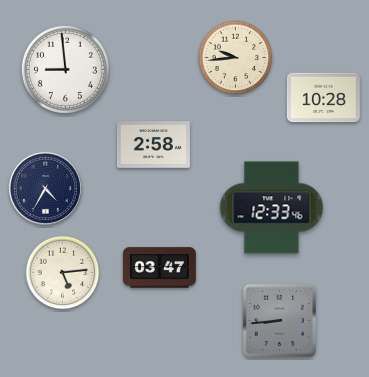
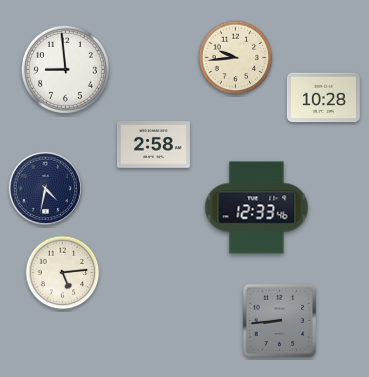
clock at (45, 188): 4:35 -> 4:32
clock at (272, 208) position: (272, 208) -> (257, 208)
clock at (159, 268): 03:47 -> none
